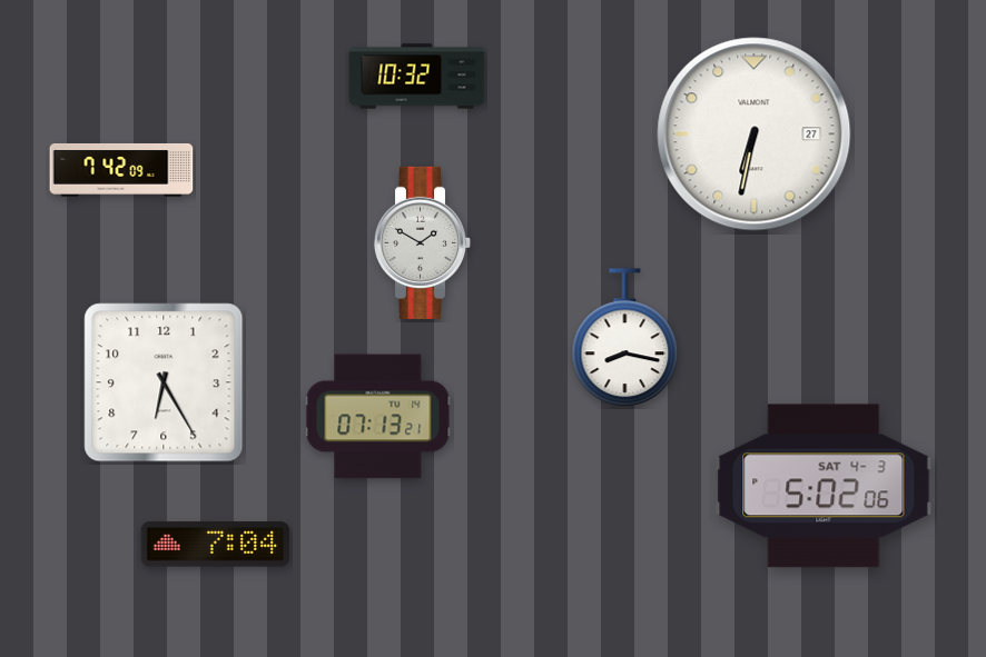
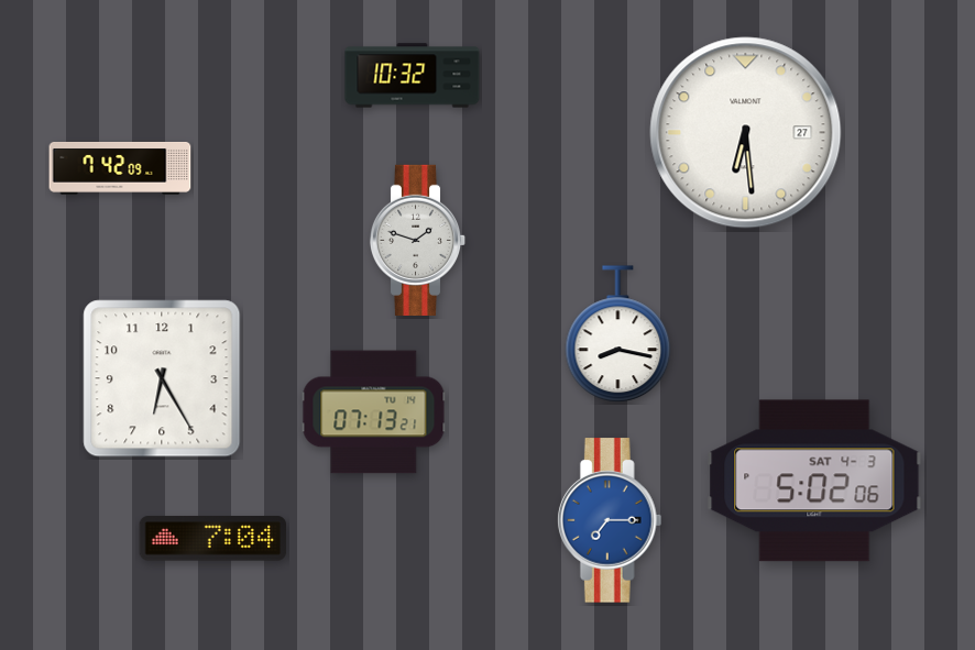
clock at (755, 135): 6:32 -> 6:29
clock at (423, 242): 1:50 -> 1:48
clock at (610, 520): none -> 7:15
